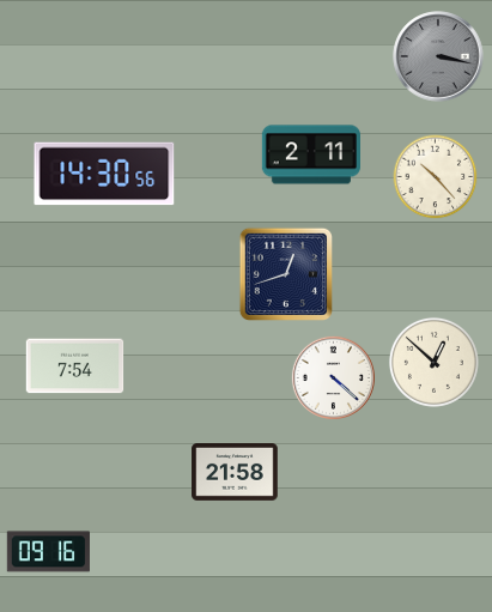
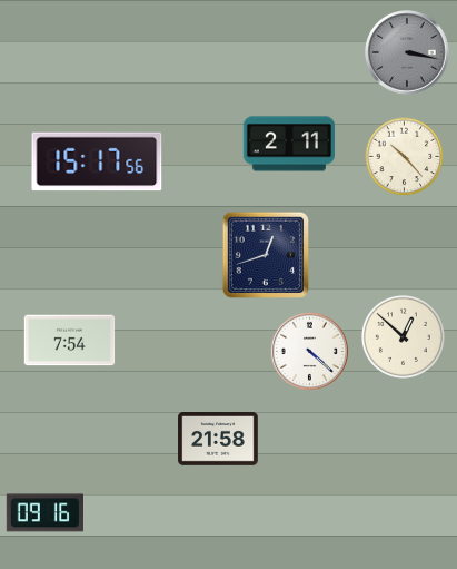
clock at (104, 174): 14:30 -> 15:17
clock at (436, 177) position: (436, 177) -> (405, 157)
